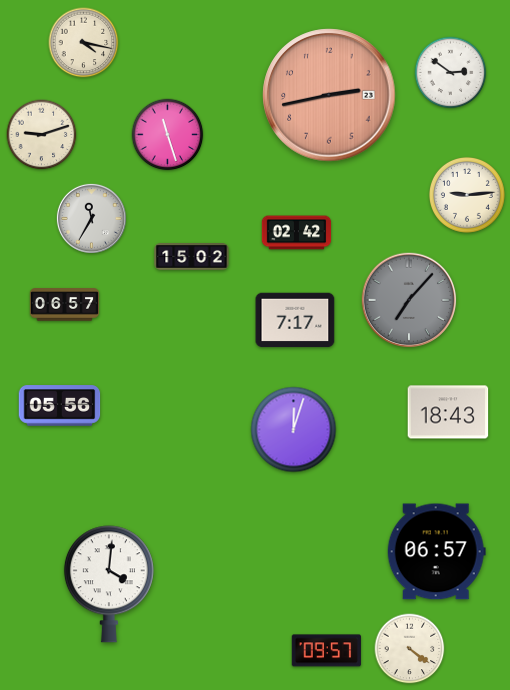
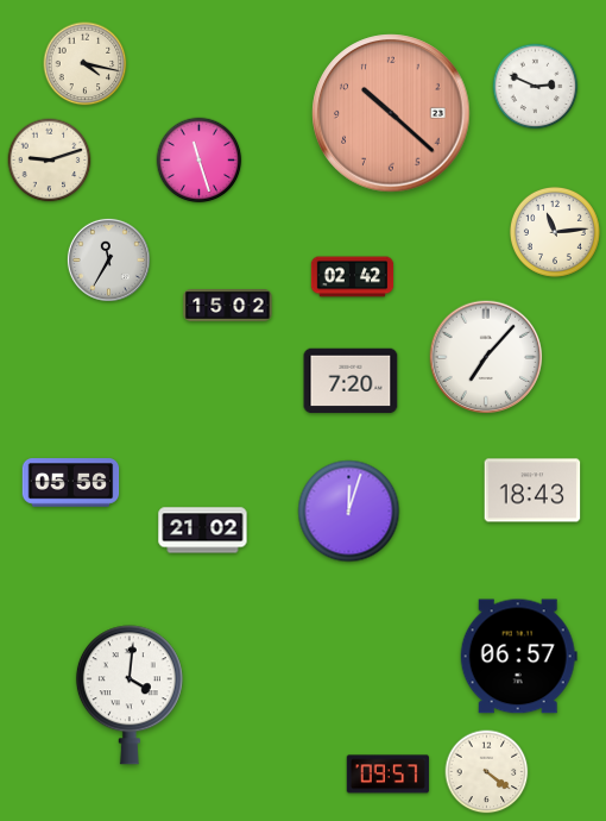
clock at (84, 43) position: (84, 43) -> (86, 64)
clock at (451, 73): 2:51 -> 2:49
clock at (329, 95): 2:43 -> 10:22
clock at (467, 195): 9:14 -> 11:14
clock at (409, 300) dial: grey -> white
clock at (65, 305): 06:57 -> none
clock at (295, 320): 7:17 -> 7:20
clock at (203, 531): none -> 21:02
